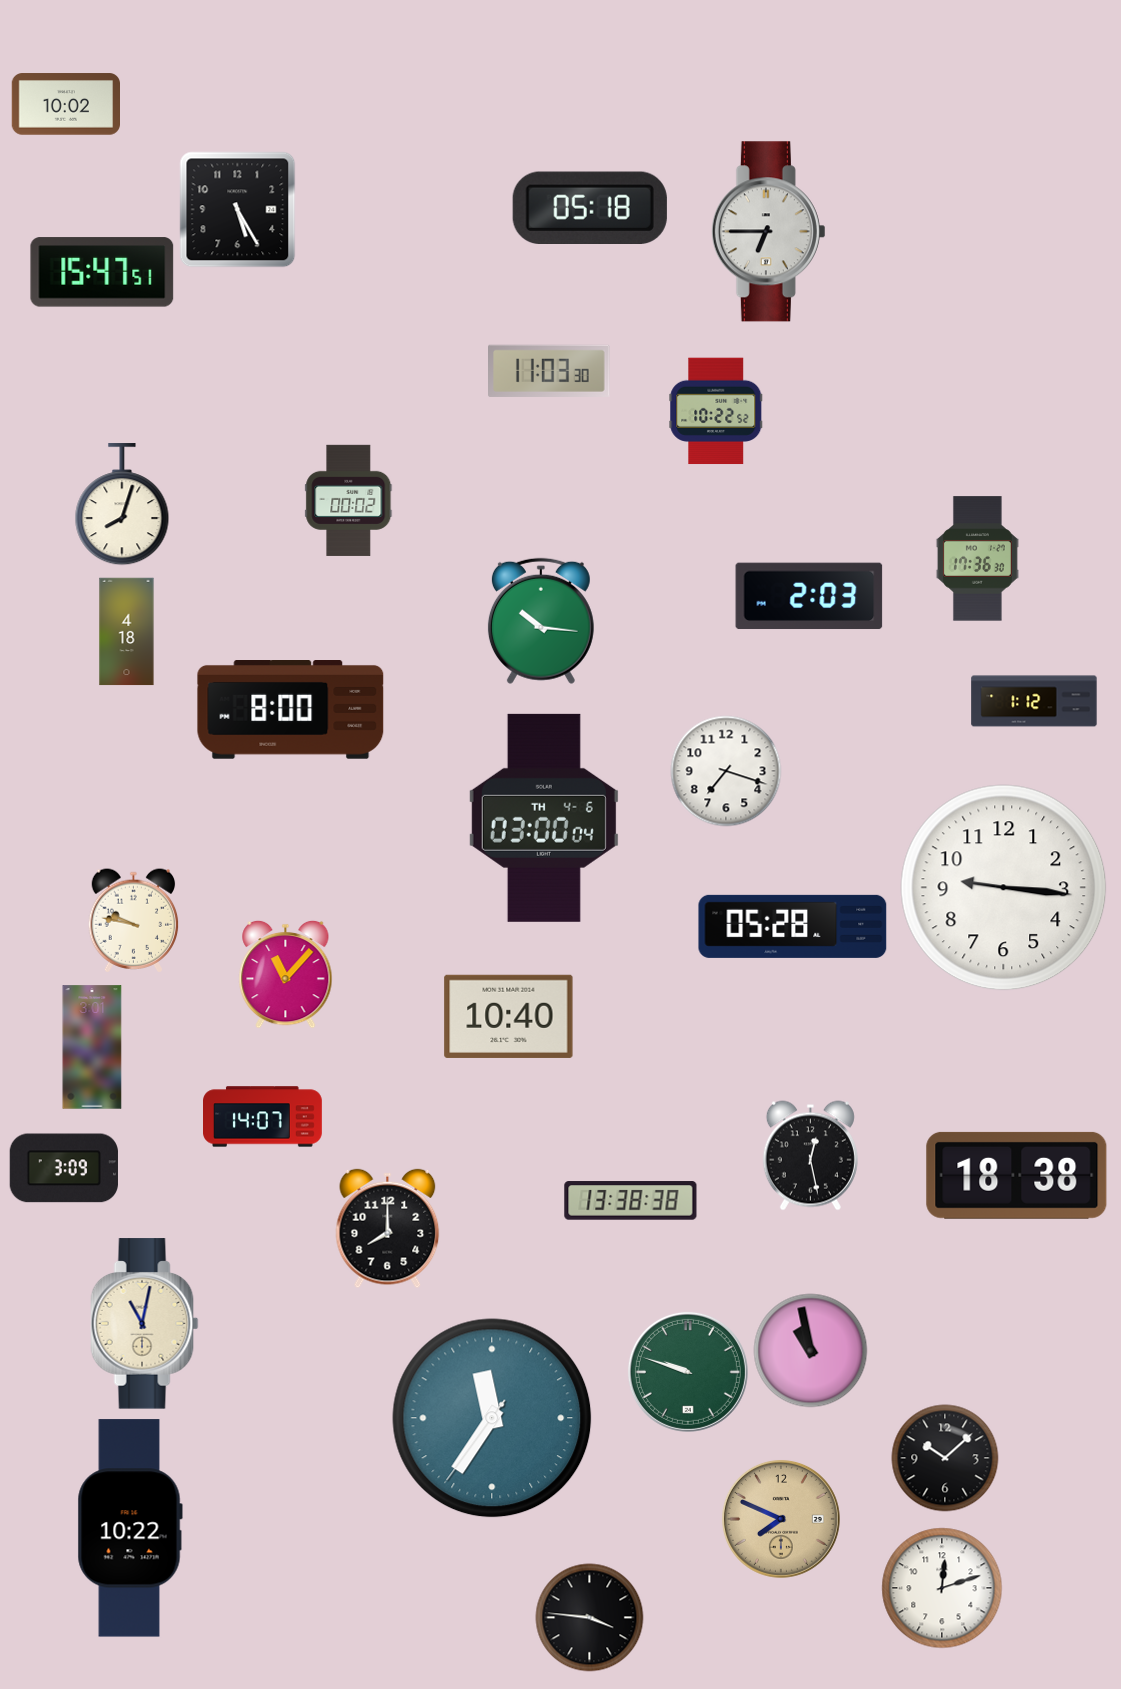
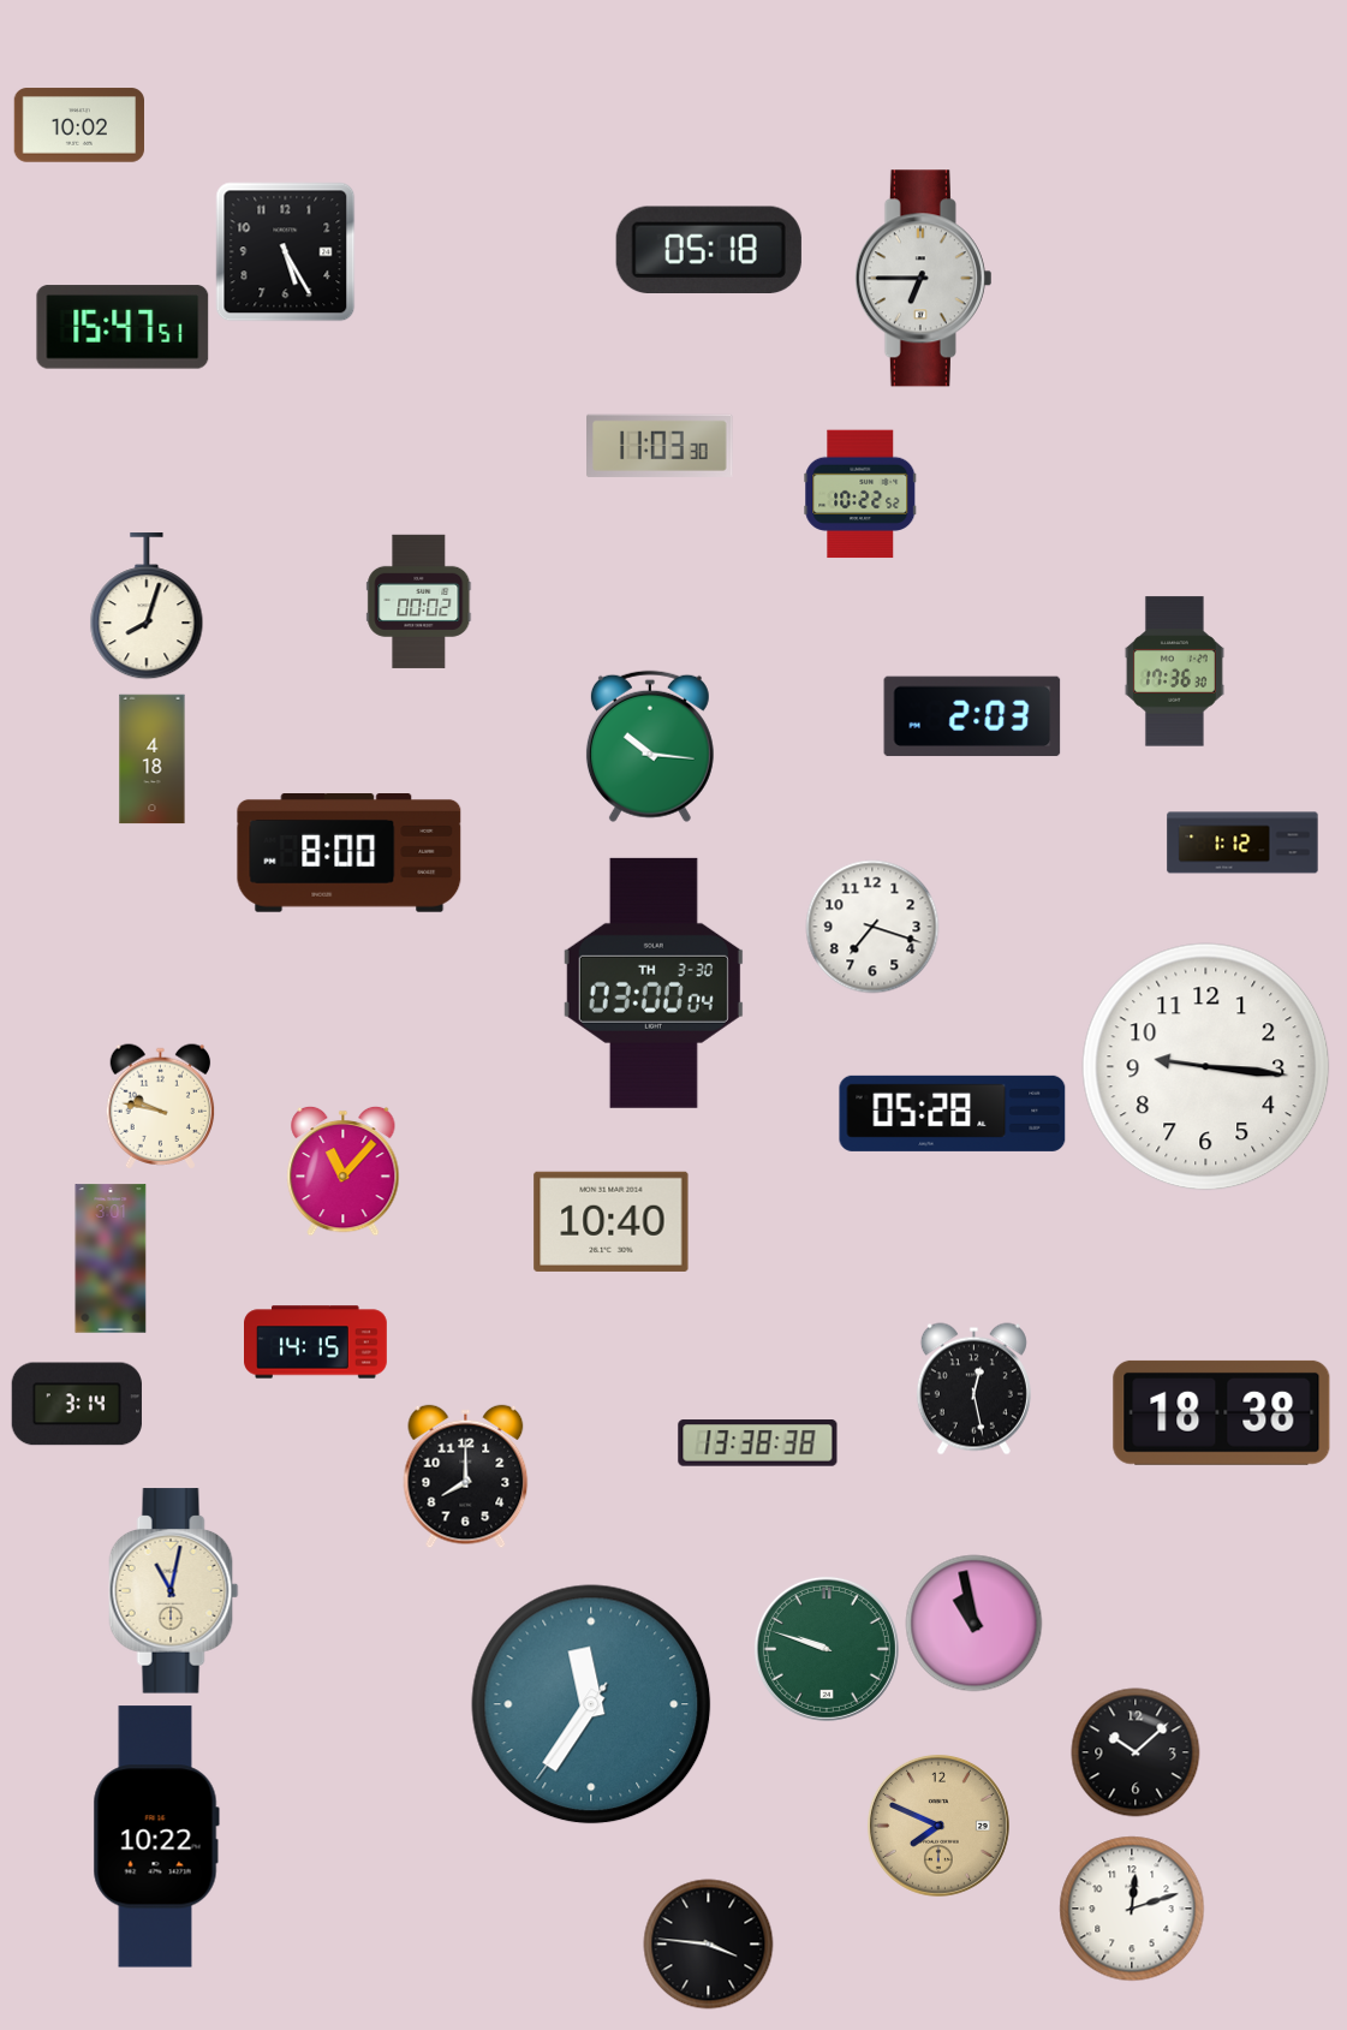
clock at (544, 818) date: TH 4-6 -> TH 3-30
clock at (263, 1117): 14:07 -> 14:15
clock at (64, 1168): 3:09 -> 3:14
